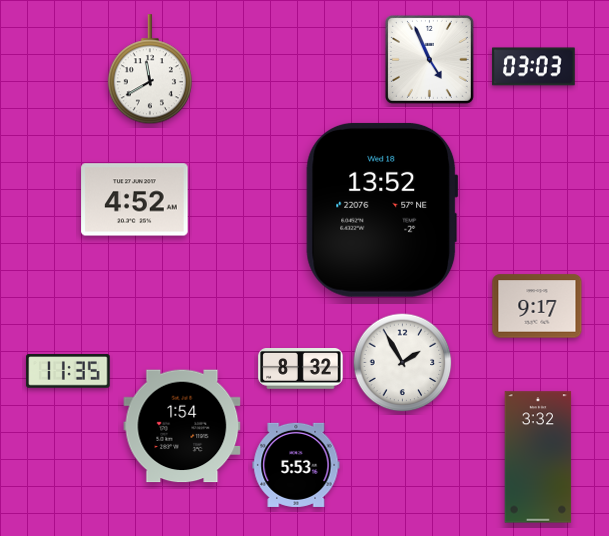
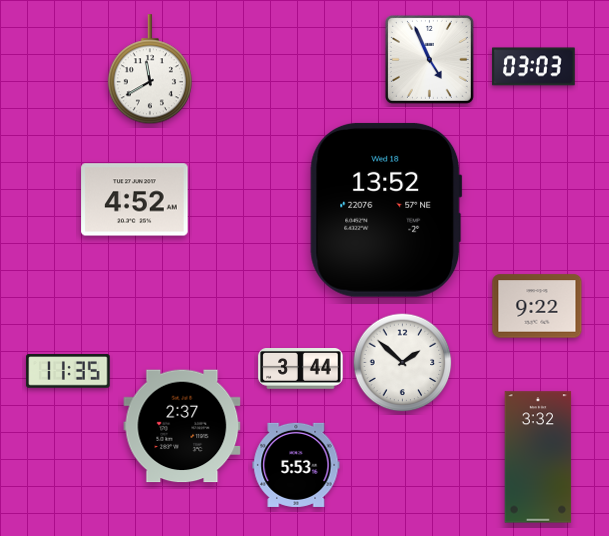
clock at (382, 210) position: (382, 210) -> (386, 210)
clock at (537, 306): 9:17 -> 9:22
clock at (403, 363): 1:55 -> 1:52
clock at (301, 369): 8:32 -> 3:44
clock at (182, 426): 1:54 -> 2:37
